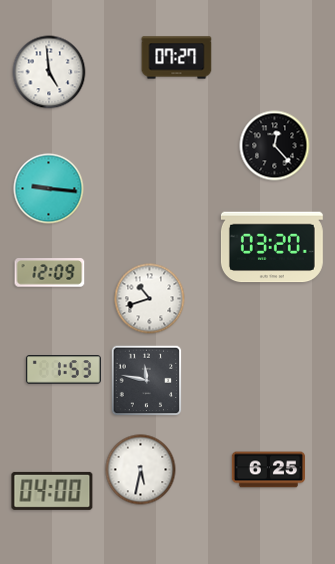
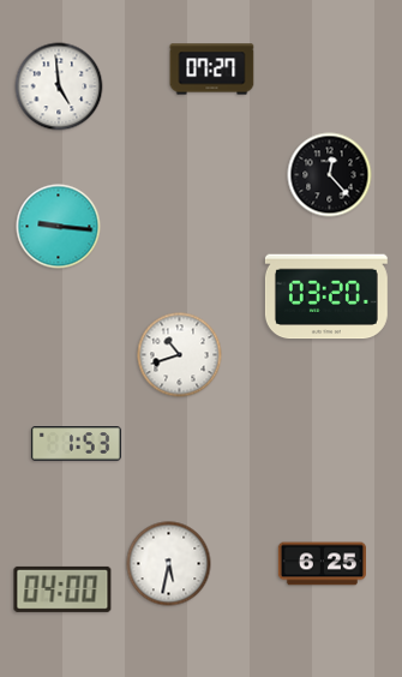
clock at (50, 273): 12:09 -> none
clock at (150, 299) position: (150, 299) -> (180, 355)
clock at (147, 381): 11:47 -> none
